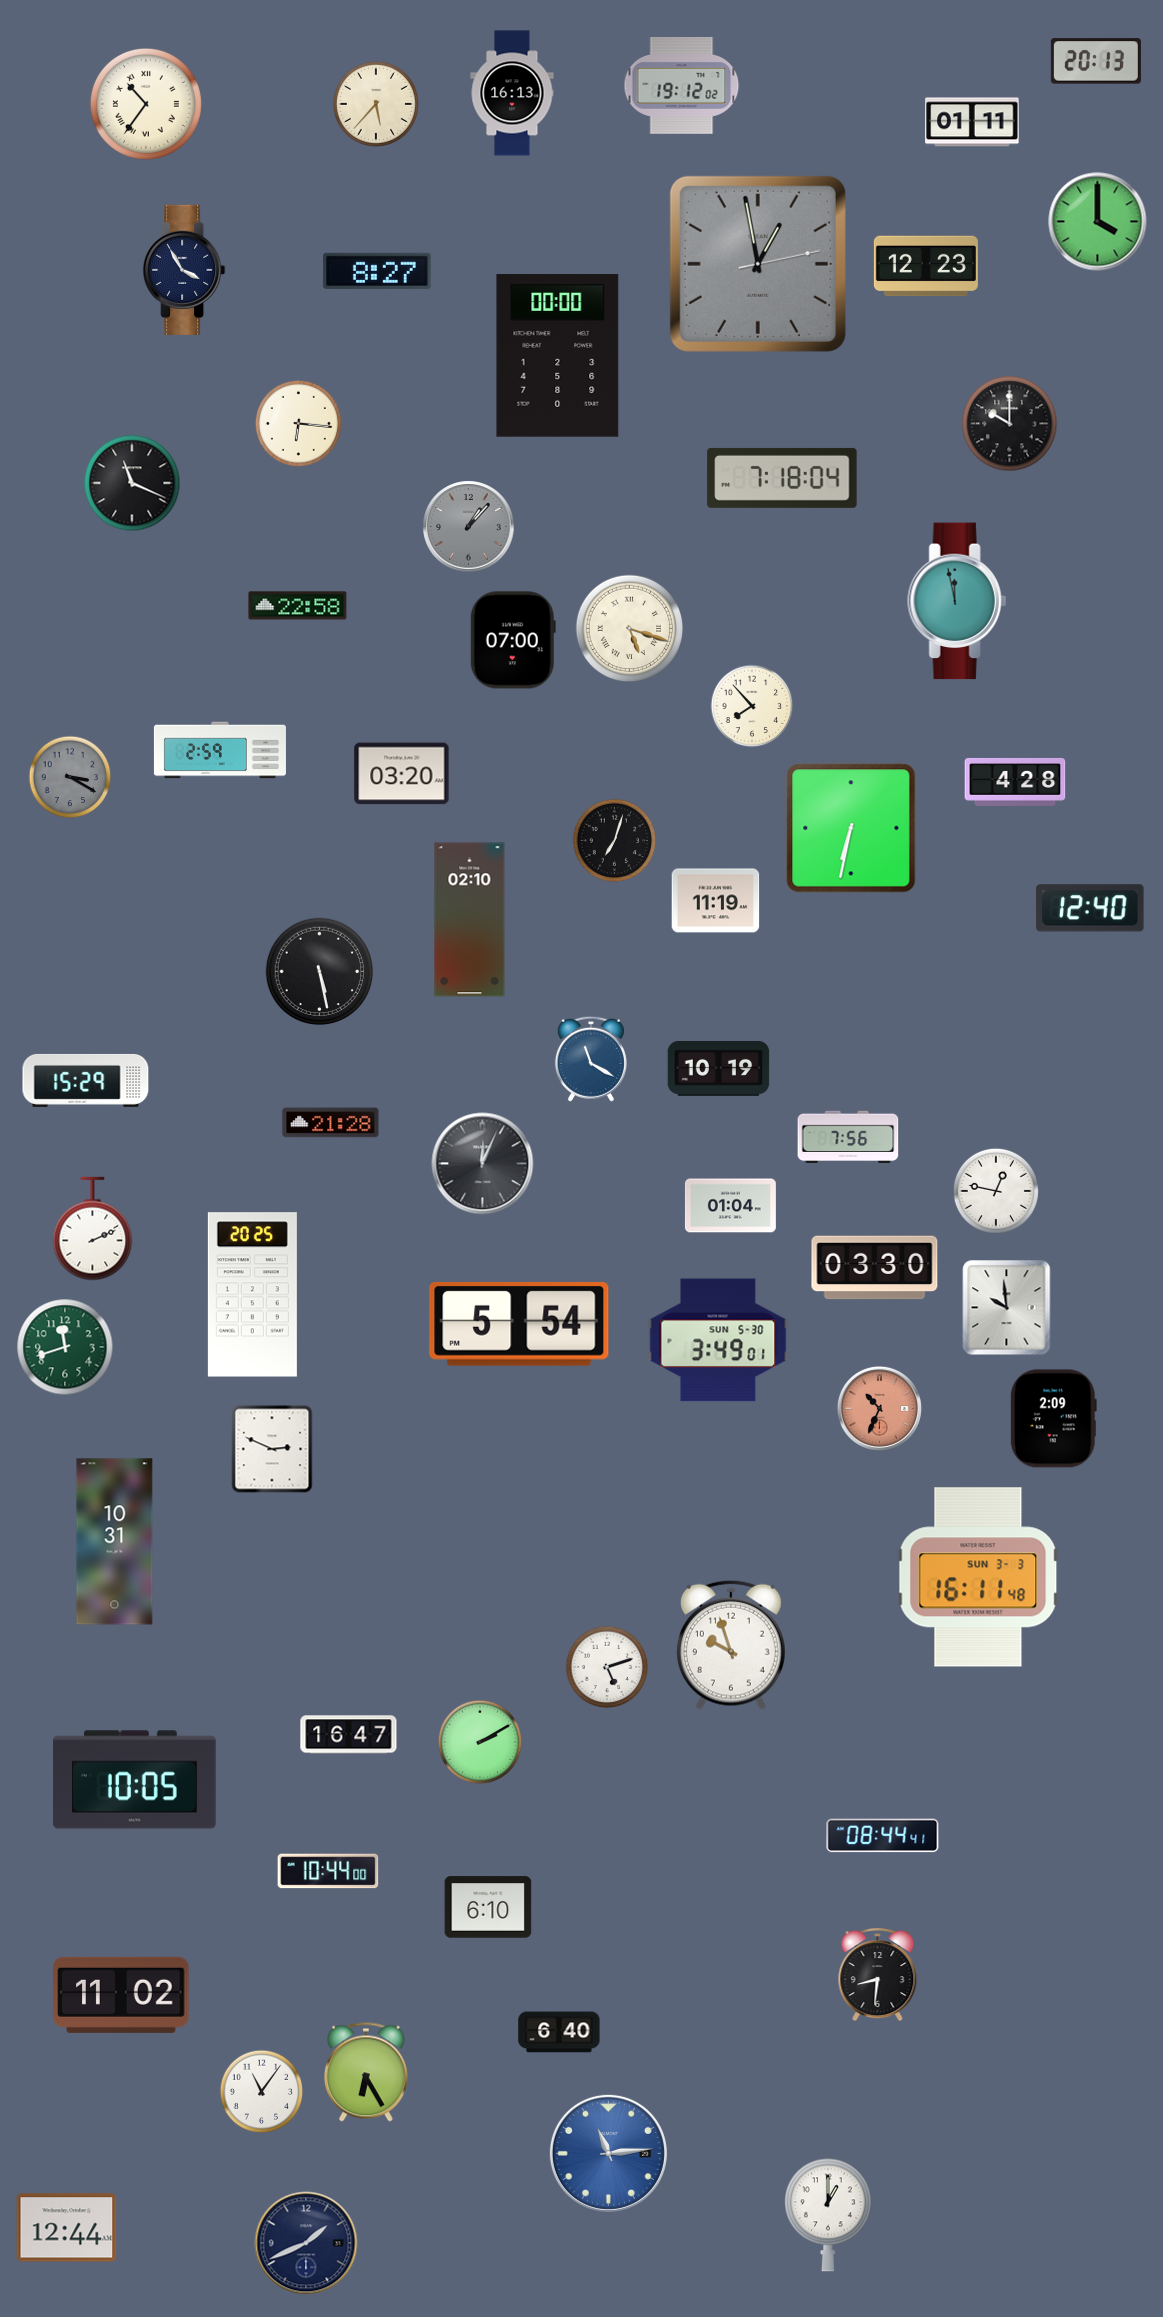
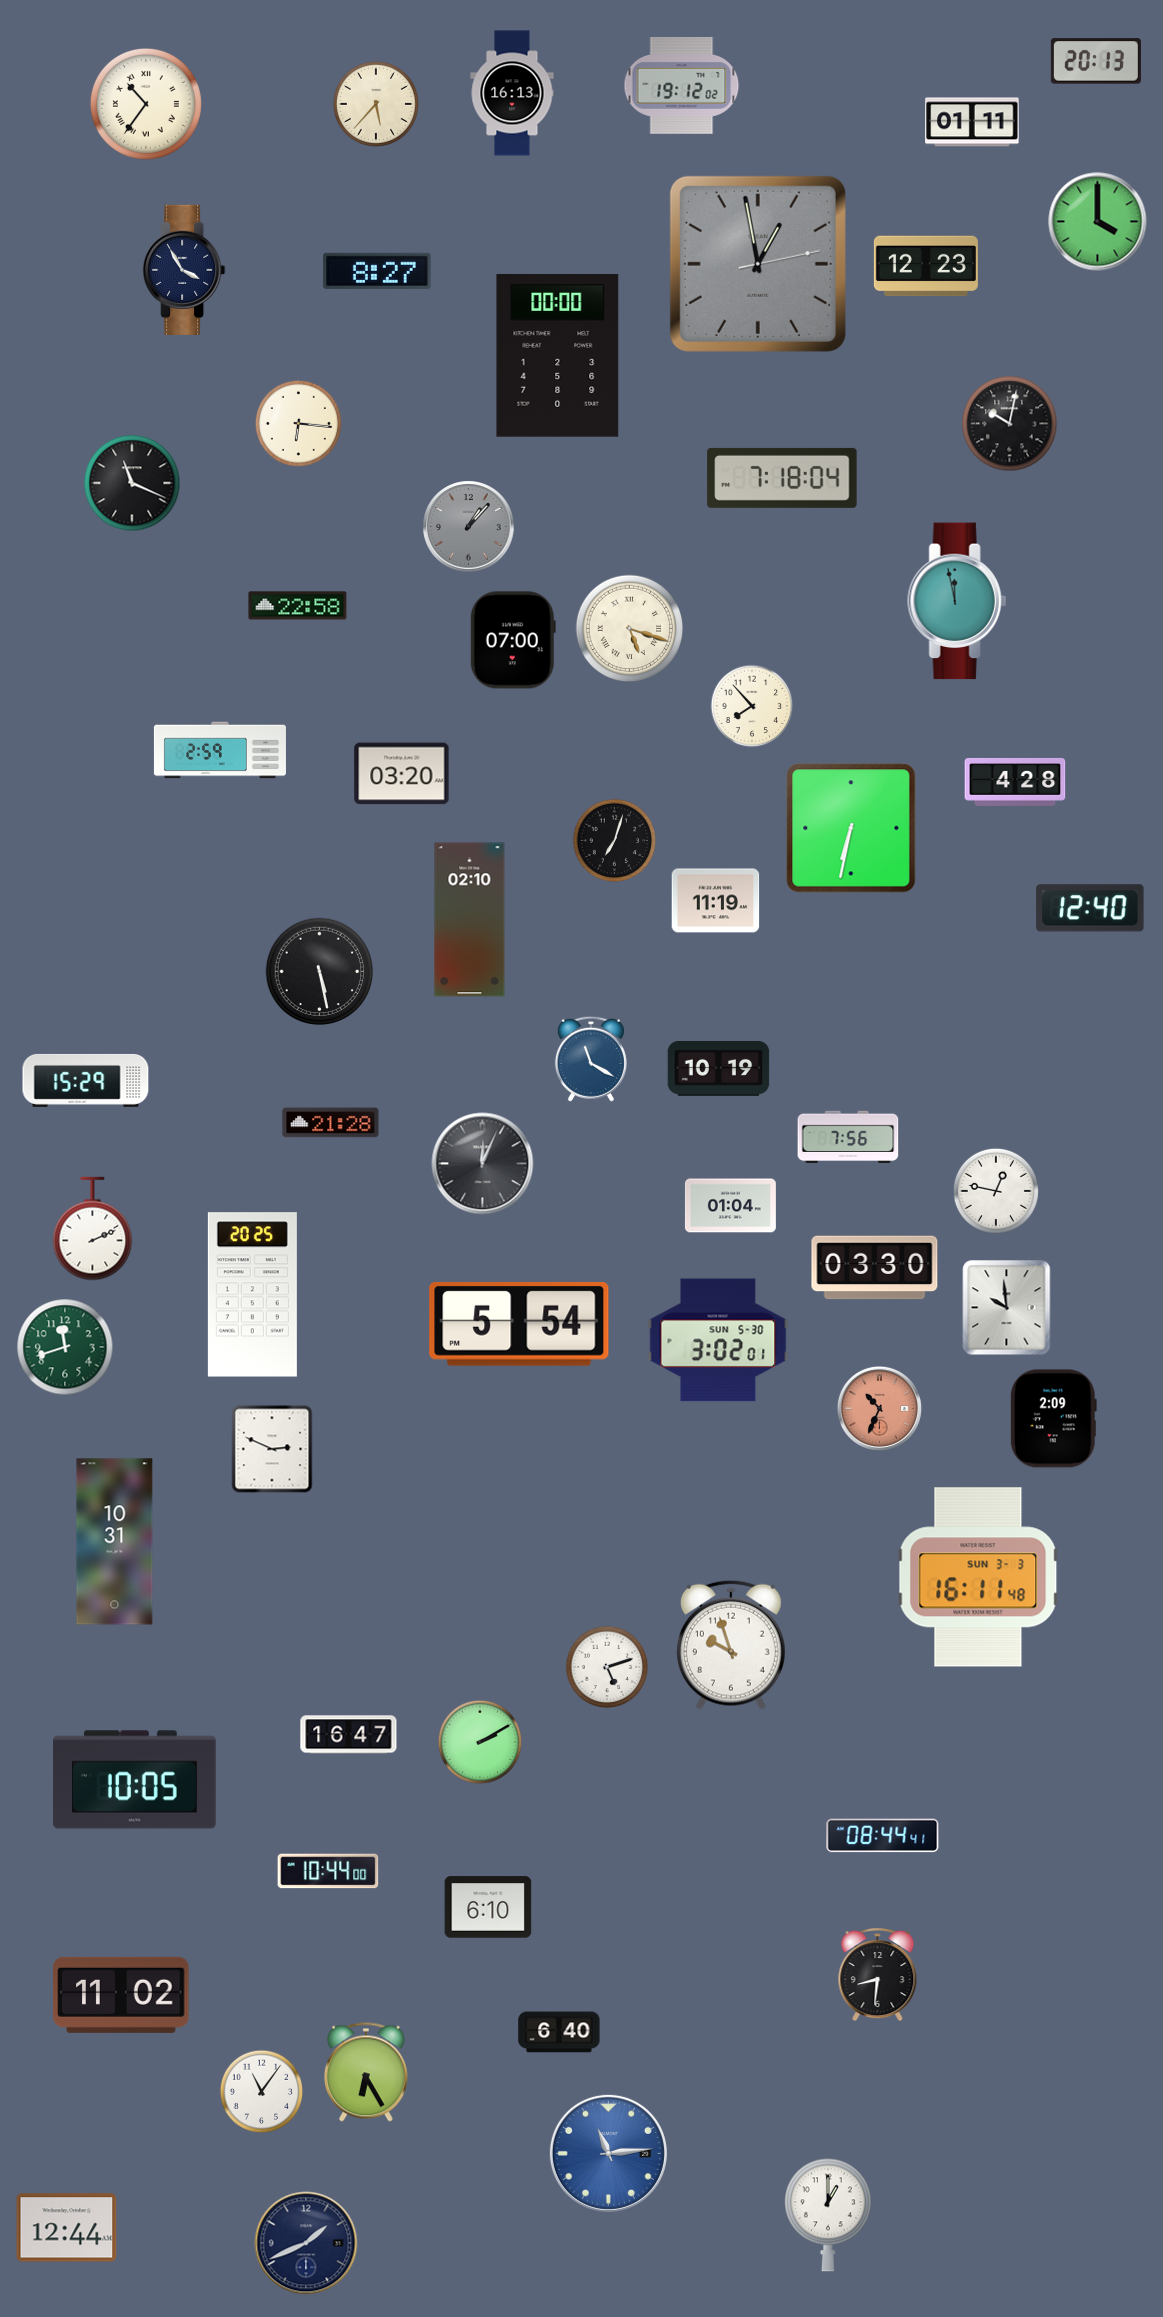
clock at (1010, 424): 10:00 -> 10:02
clock at (70, 777): 3:20 -> none
clock at (718, 1340): 3:49 -> 3:02
